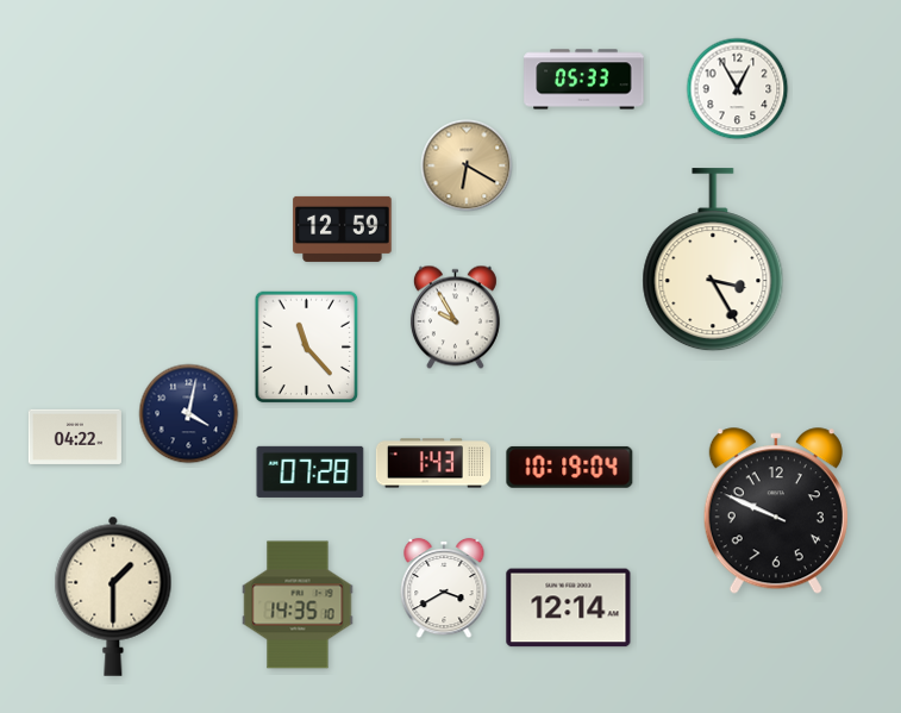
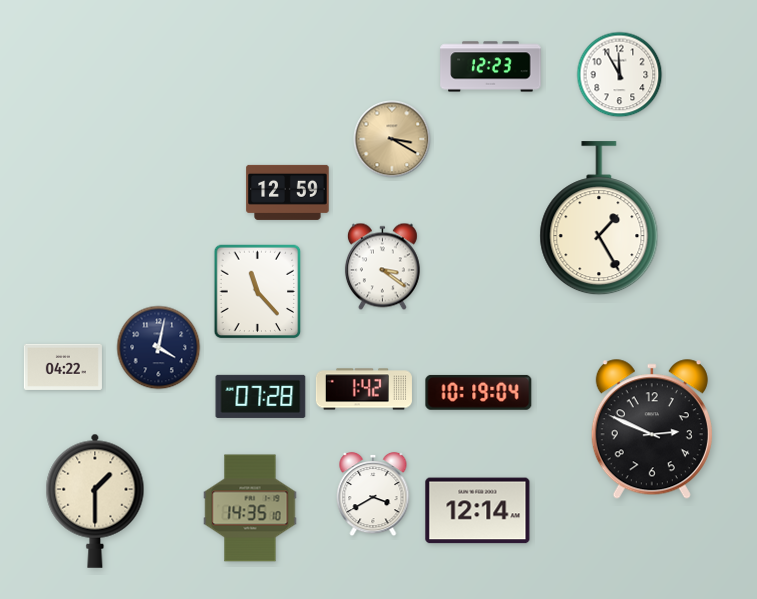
clock at (584, 80): 05:33 -> 12:23
clock at (738, 89): 12:55 -> 11:55
clock at (467, 165): 6:20 -> 3:20
clock at (713, 261): 3:25 -> 1:25
clock at (455, 318): 9:55 -> 3:21
clock at (433, 463): 1:43 -> 1:42
clock at (776, 512): 9:49 -> 2:49
